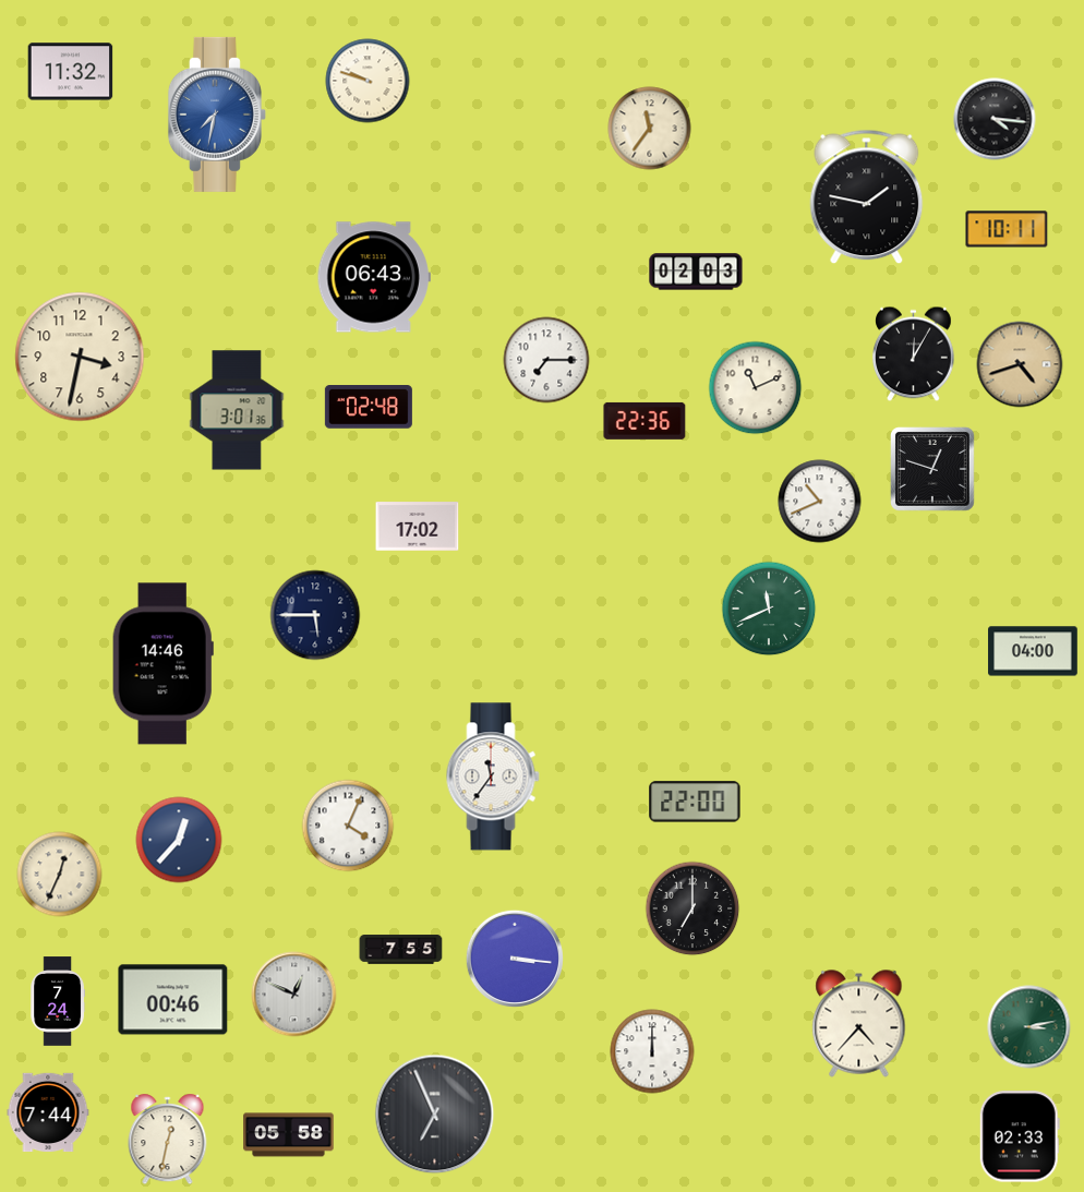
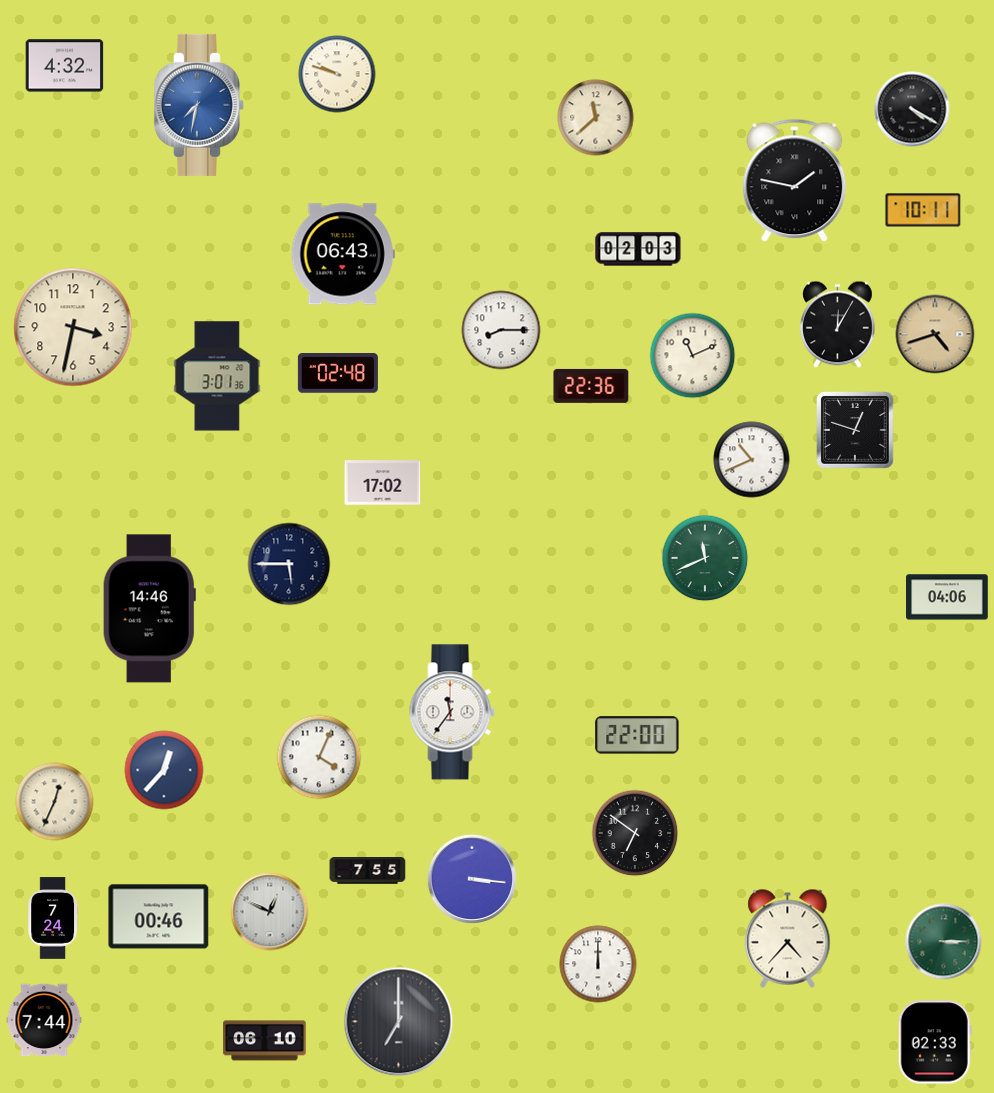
clock at (71, 72): 11:32 -> 4:32
clock at (995, 119): 4:16 -> 4:20
clock at (650, 129): 11:36 -> 11:38
clock at (546, 360): 7:15 -> 8:15
clock at (1033, 651): 04:00 -> 04:06
clock at (692, 908): 7:00 -> 6:51
clock at (1029, 1027): 3:13 -> 3:15
clock at (435, 1115): 6:56 -> 7:00
clock at (289, 1135): 05:58 -> 06:10
clock at (168, 1140): 12:32 -> none
